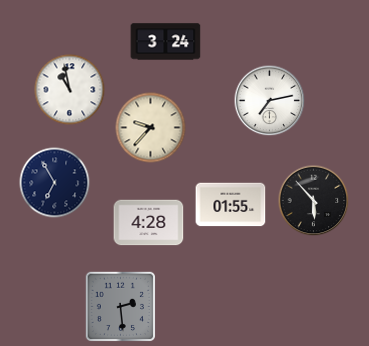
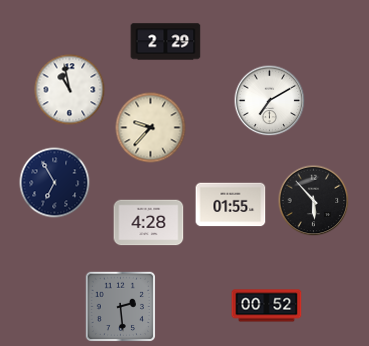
clock at (166, 42): 3:24 -> 2:29
clock at (270, 101): 7:13 -> 7:10
clock at (267, 306): none -> 00:52
